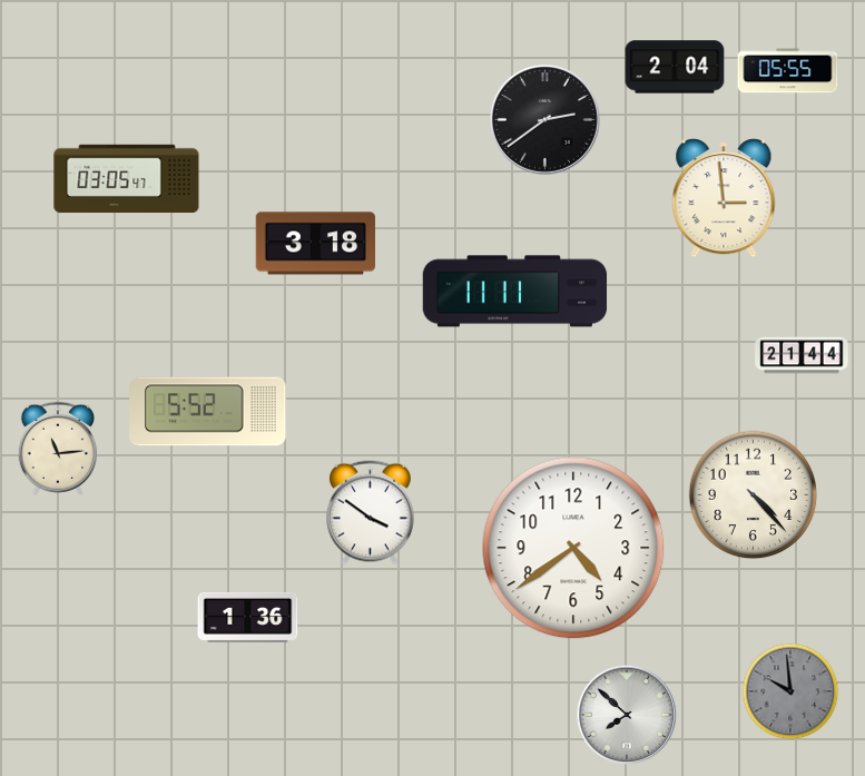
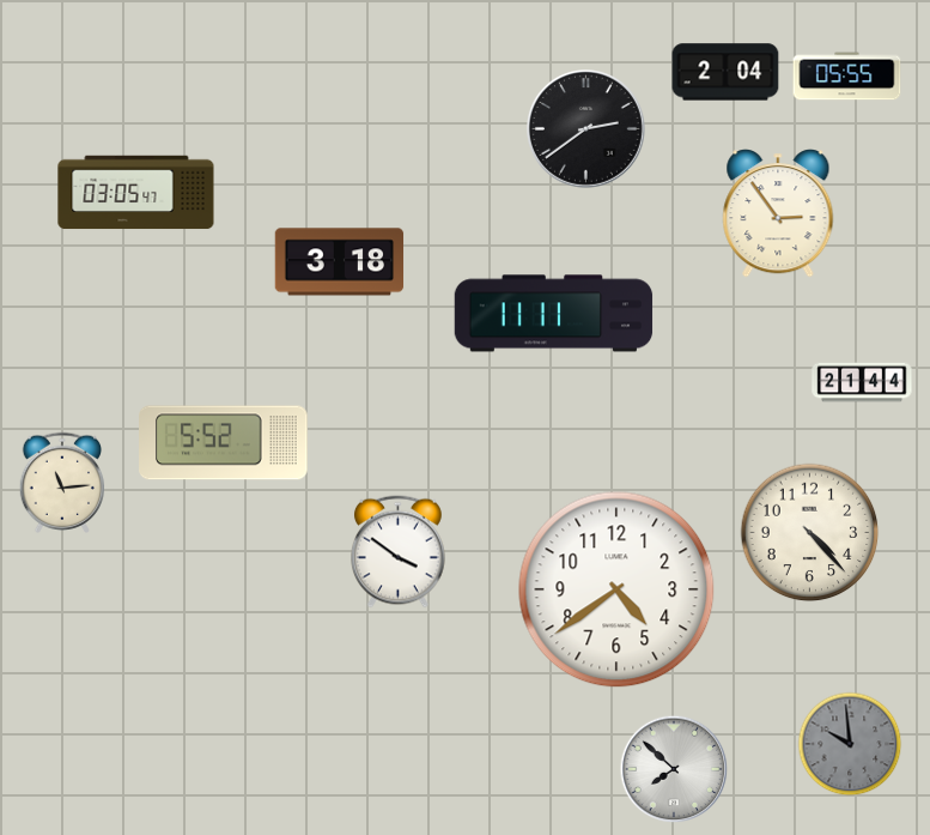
clock at (724, 198): 2:59 -> 2:54
clock at (248, 617): 1:36 -> none
